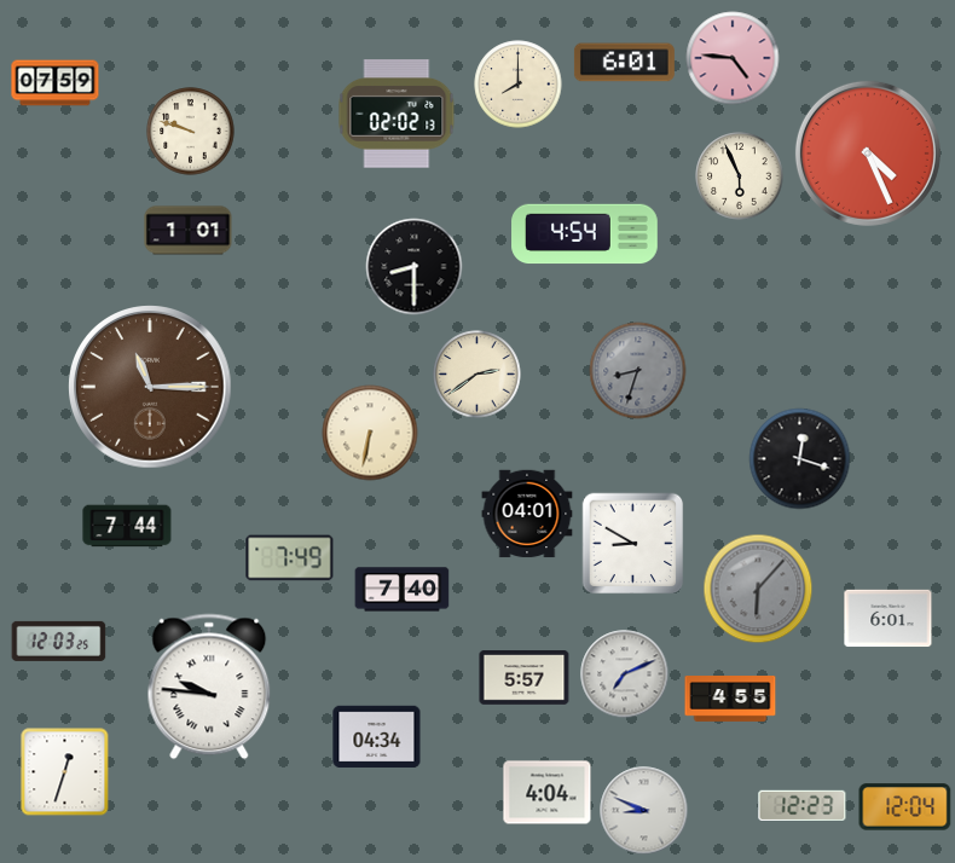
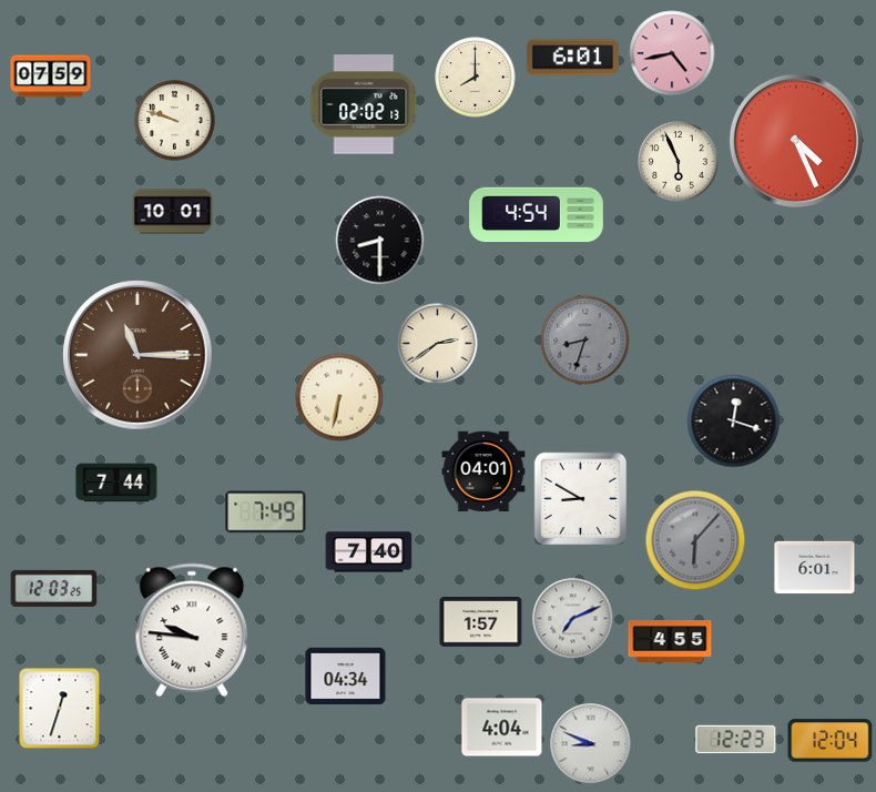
clock at (733, 58): 4:46 -> 4:43
clock at (189, 231): 1:01 -> 10:01
clock at (415, 267) position: (415, 267) -> (380, 241)
clock at (403, 590) position: (403, 590) -> (369, 552)
clock at (525, 678): 5:57 -> 1:57
